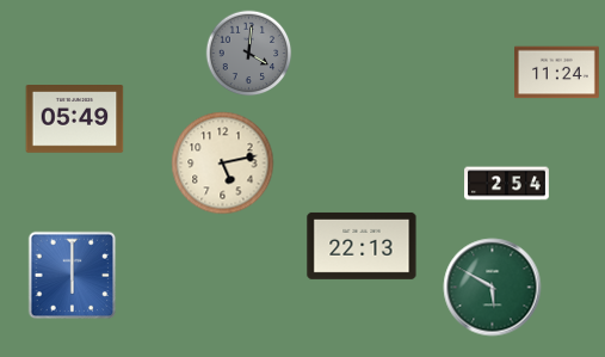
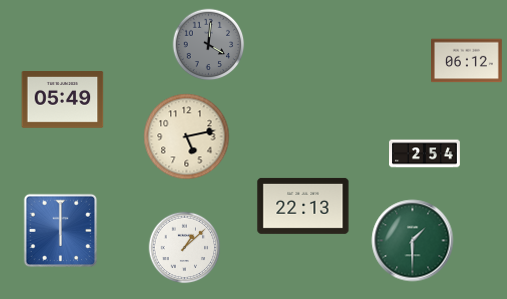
clock at (557, 73): 11:24 -> 06:12
clock at (493, 288): 5:50 -> 1:30
clock at (185, 248): none -> 1:08
